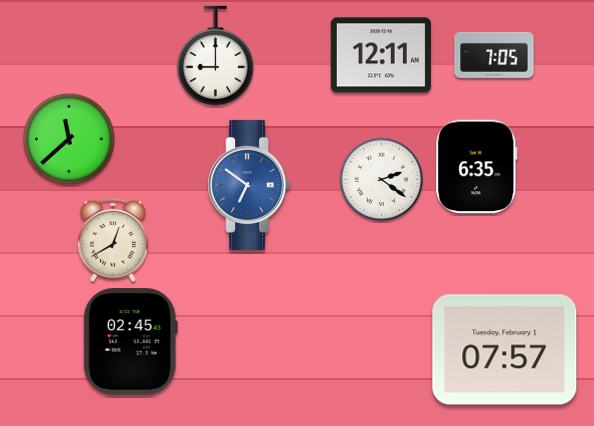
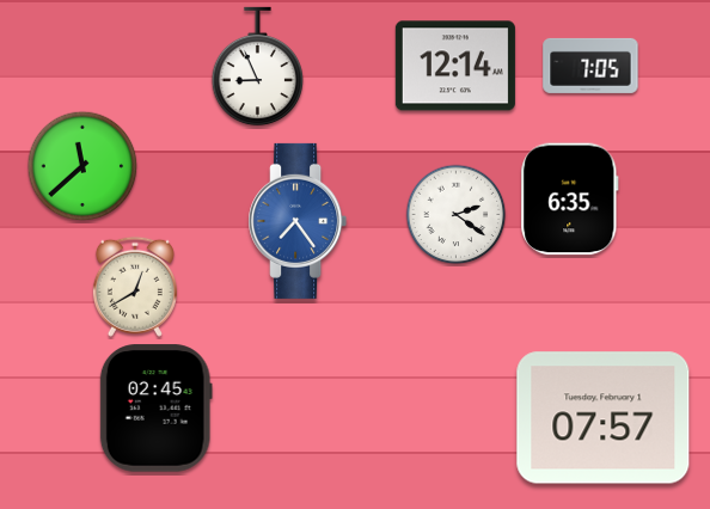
clock at (381, 55): 12:11 -> 12:14
clock at (215, 56): 9:00 -> 8:56
clock at (249, 185): 6:51 -> 7:24
